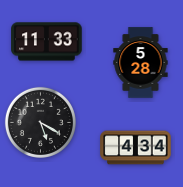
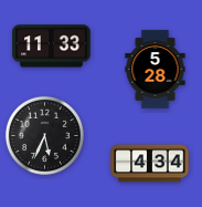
clock at (40, 122): 5:20 -> 5:34
